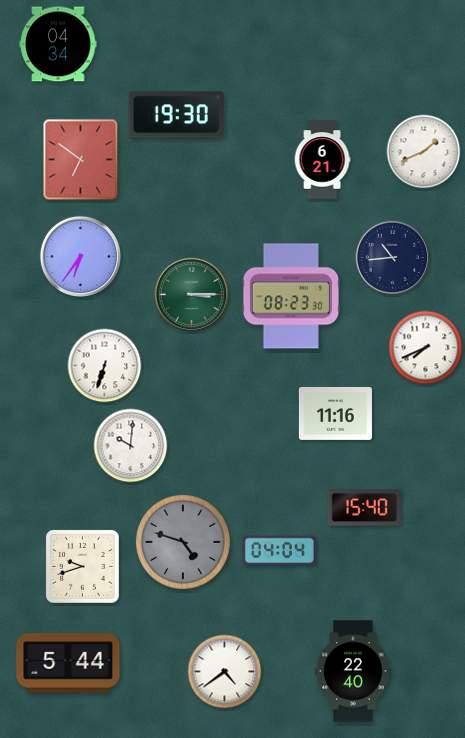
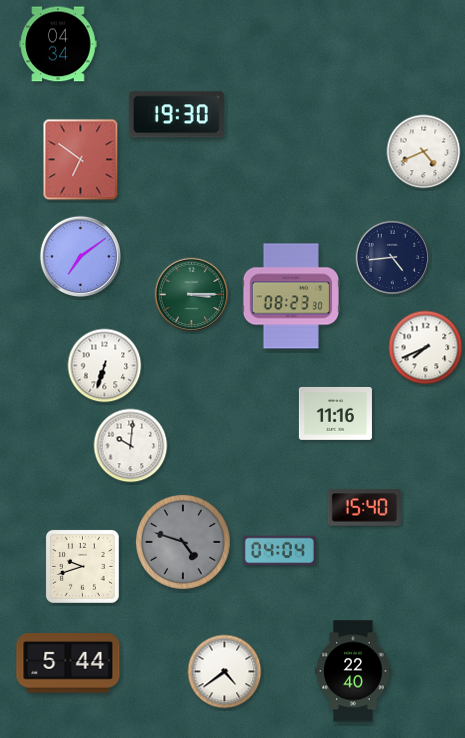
clock at (424, 152): 1:41 -> 4:41
clock at (322, 160): 6:21 -> none
clock at (80, 256): 6:36 -> 7:09
clock at (393, 258): 10:44 -> 4:44
